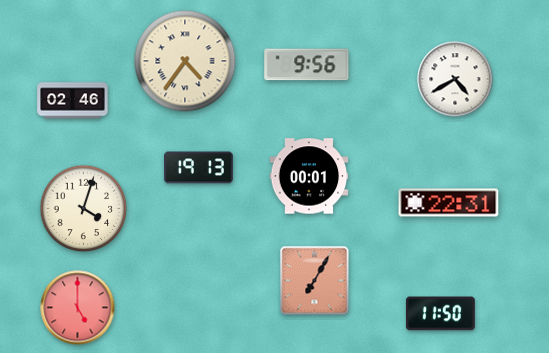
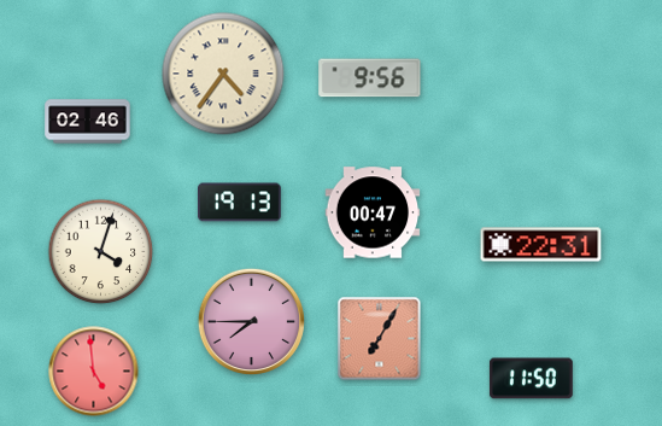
clock at (455, 79): 4:40 -> none
clock at (309, 176): 00:01 -> 00:47
clock at (251, 321): none -> 7:45
clock at (78, 308): 5:00 -> 4:59
